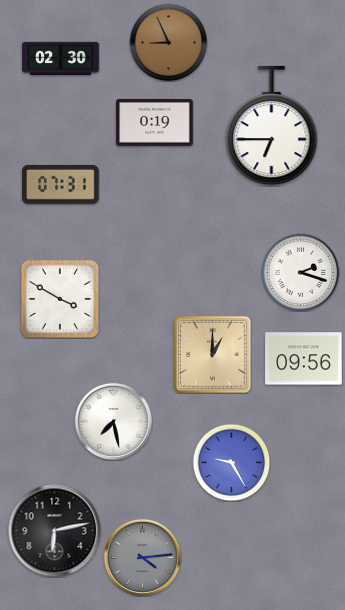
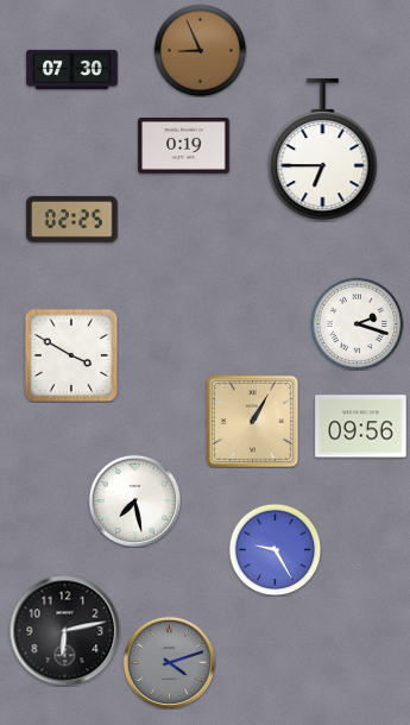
clock at (61, 58): 02:30 -> 07:30
clock at (61, 184): 07:31 -> 02:25
clock at (212, 354): 1:00 -> 1:05
clock at (142, 557): 4:14 -> 4:12
